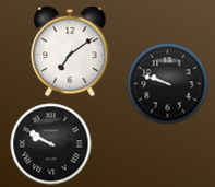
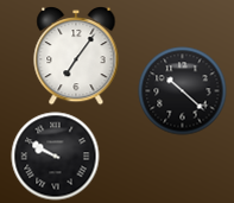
clock at (70, 52): 7:09 -> 7:06
clock at (168, 84): 9:48 -> 10:22
